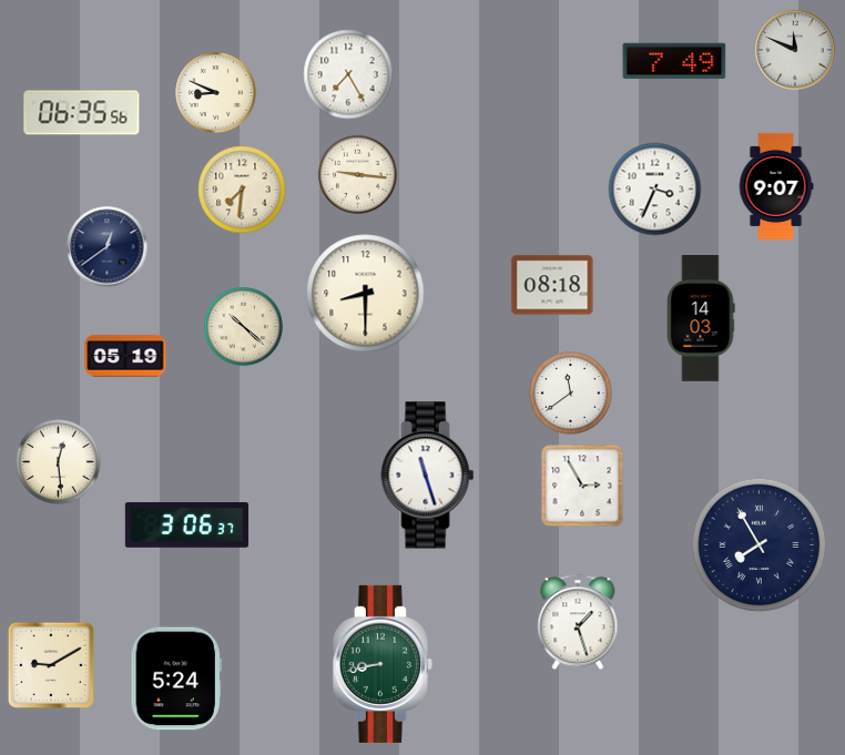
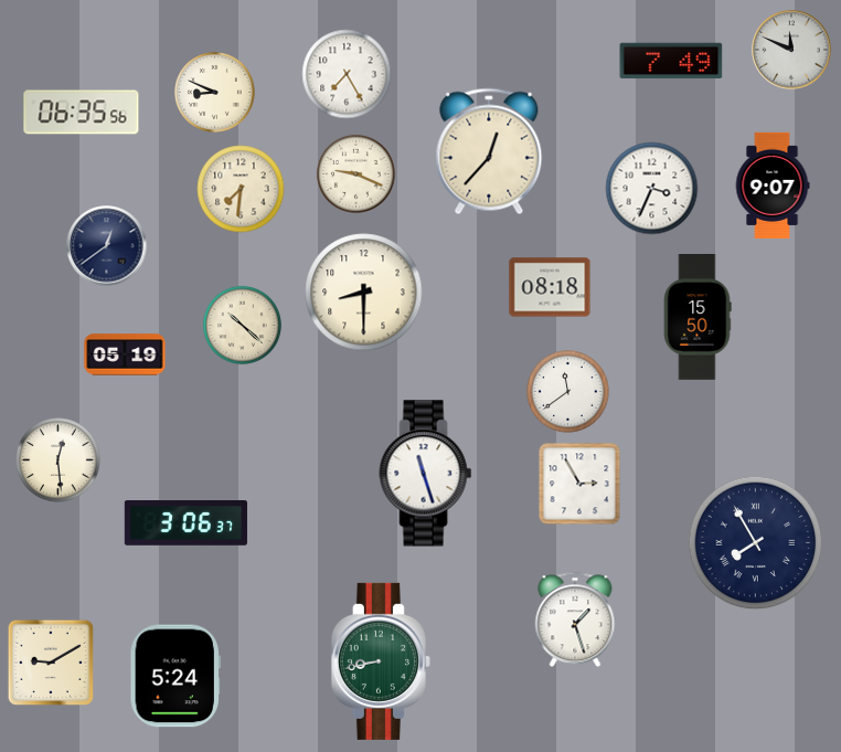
clock at (489, 151): none -> 12:37
clock at (357, 174): 9:16 -> 9:19
clock at (552, 285) position: (552, 285) -> (550, 287)
clock at (701, 319): 14:03 -> 15:50
